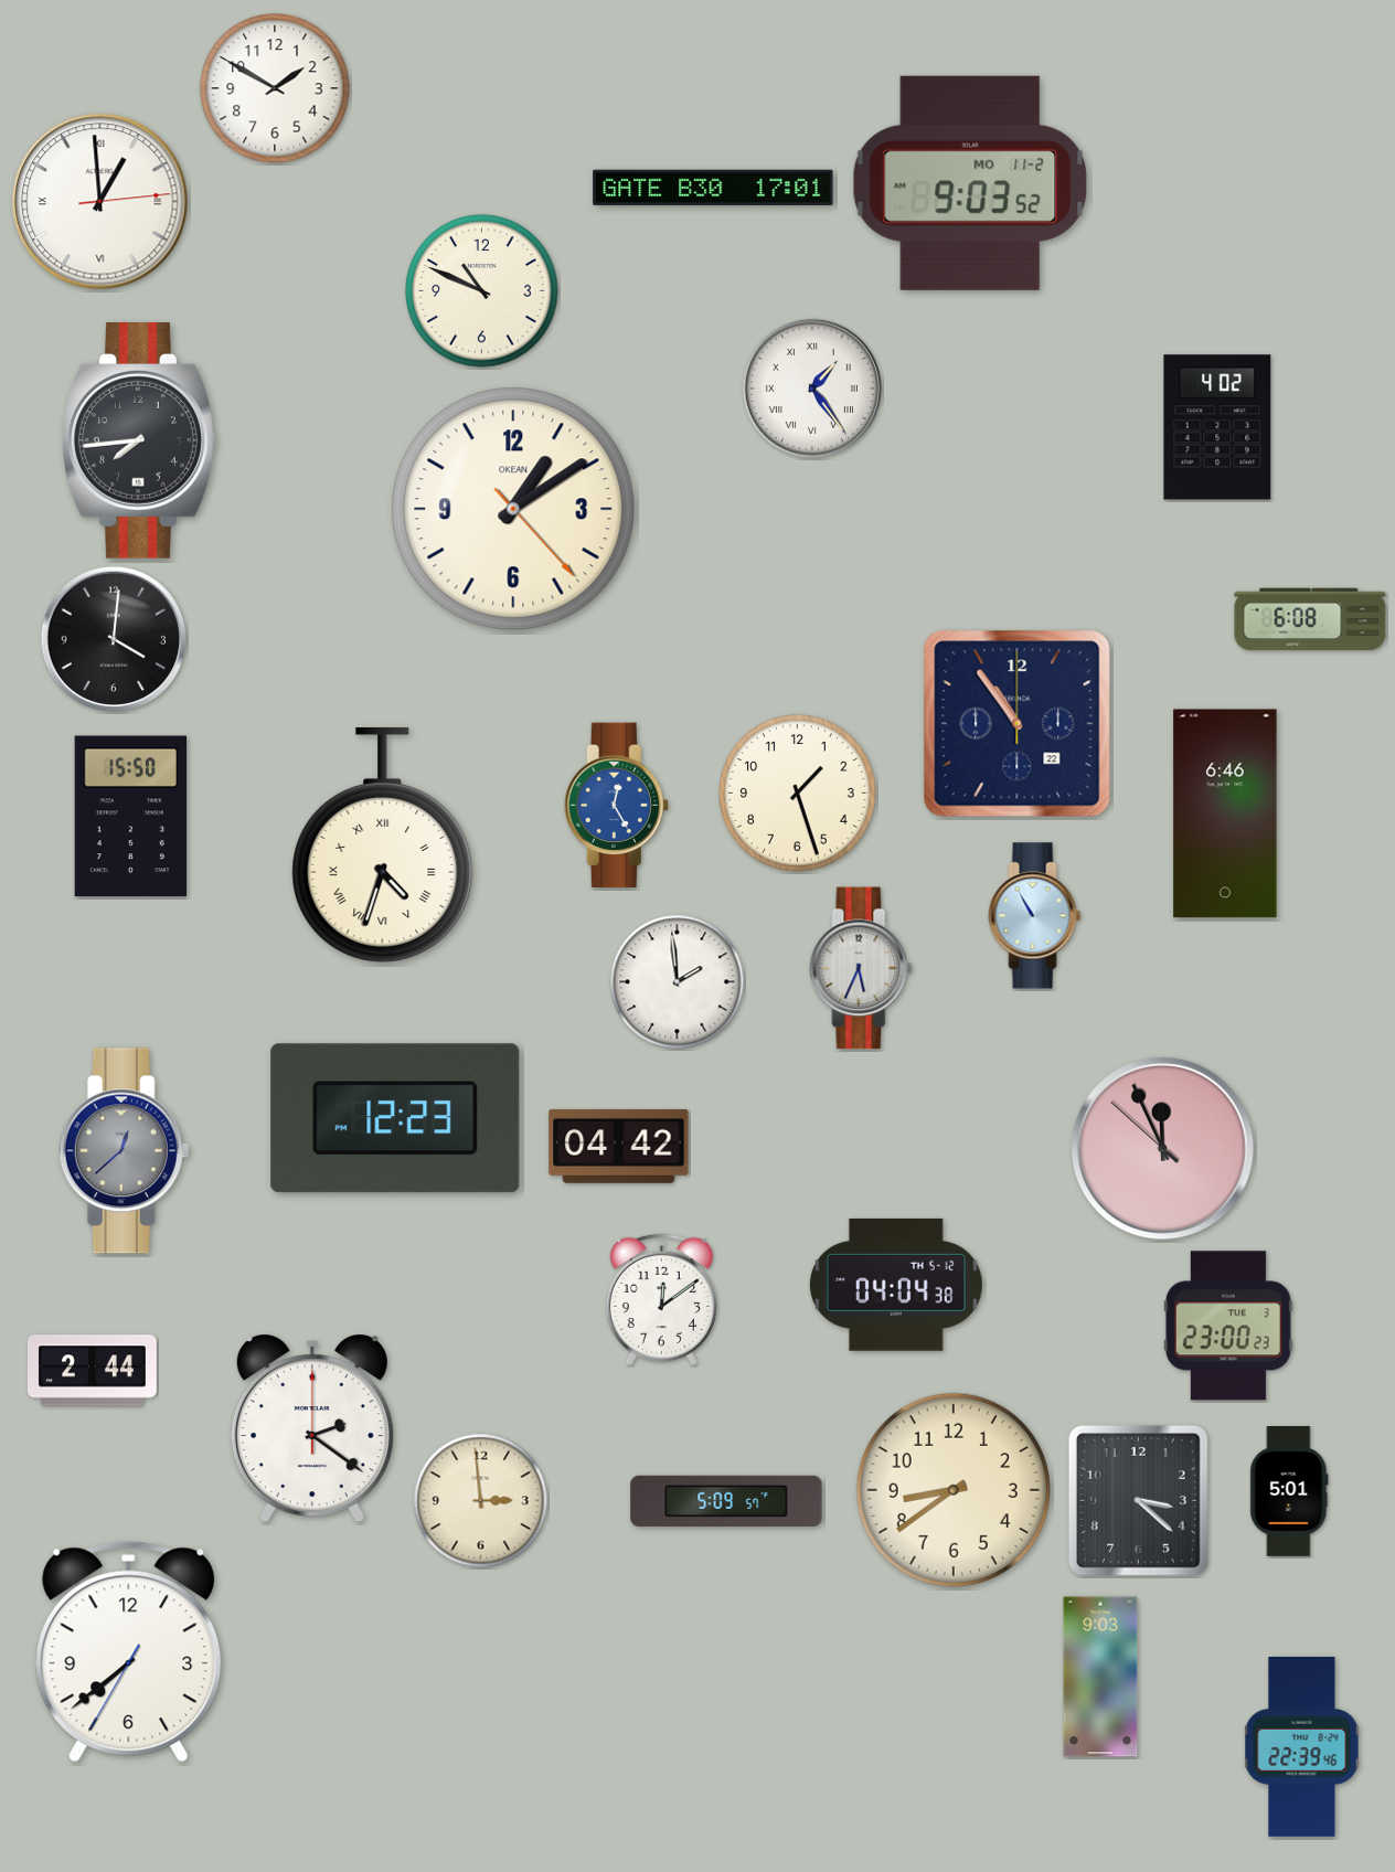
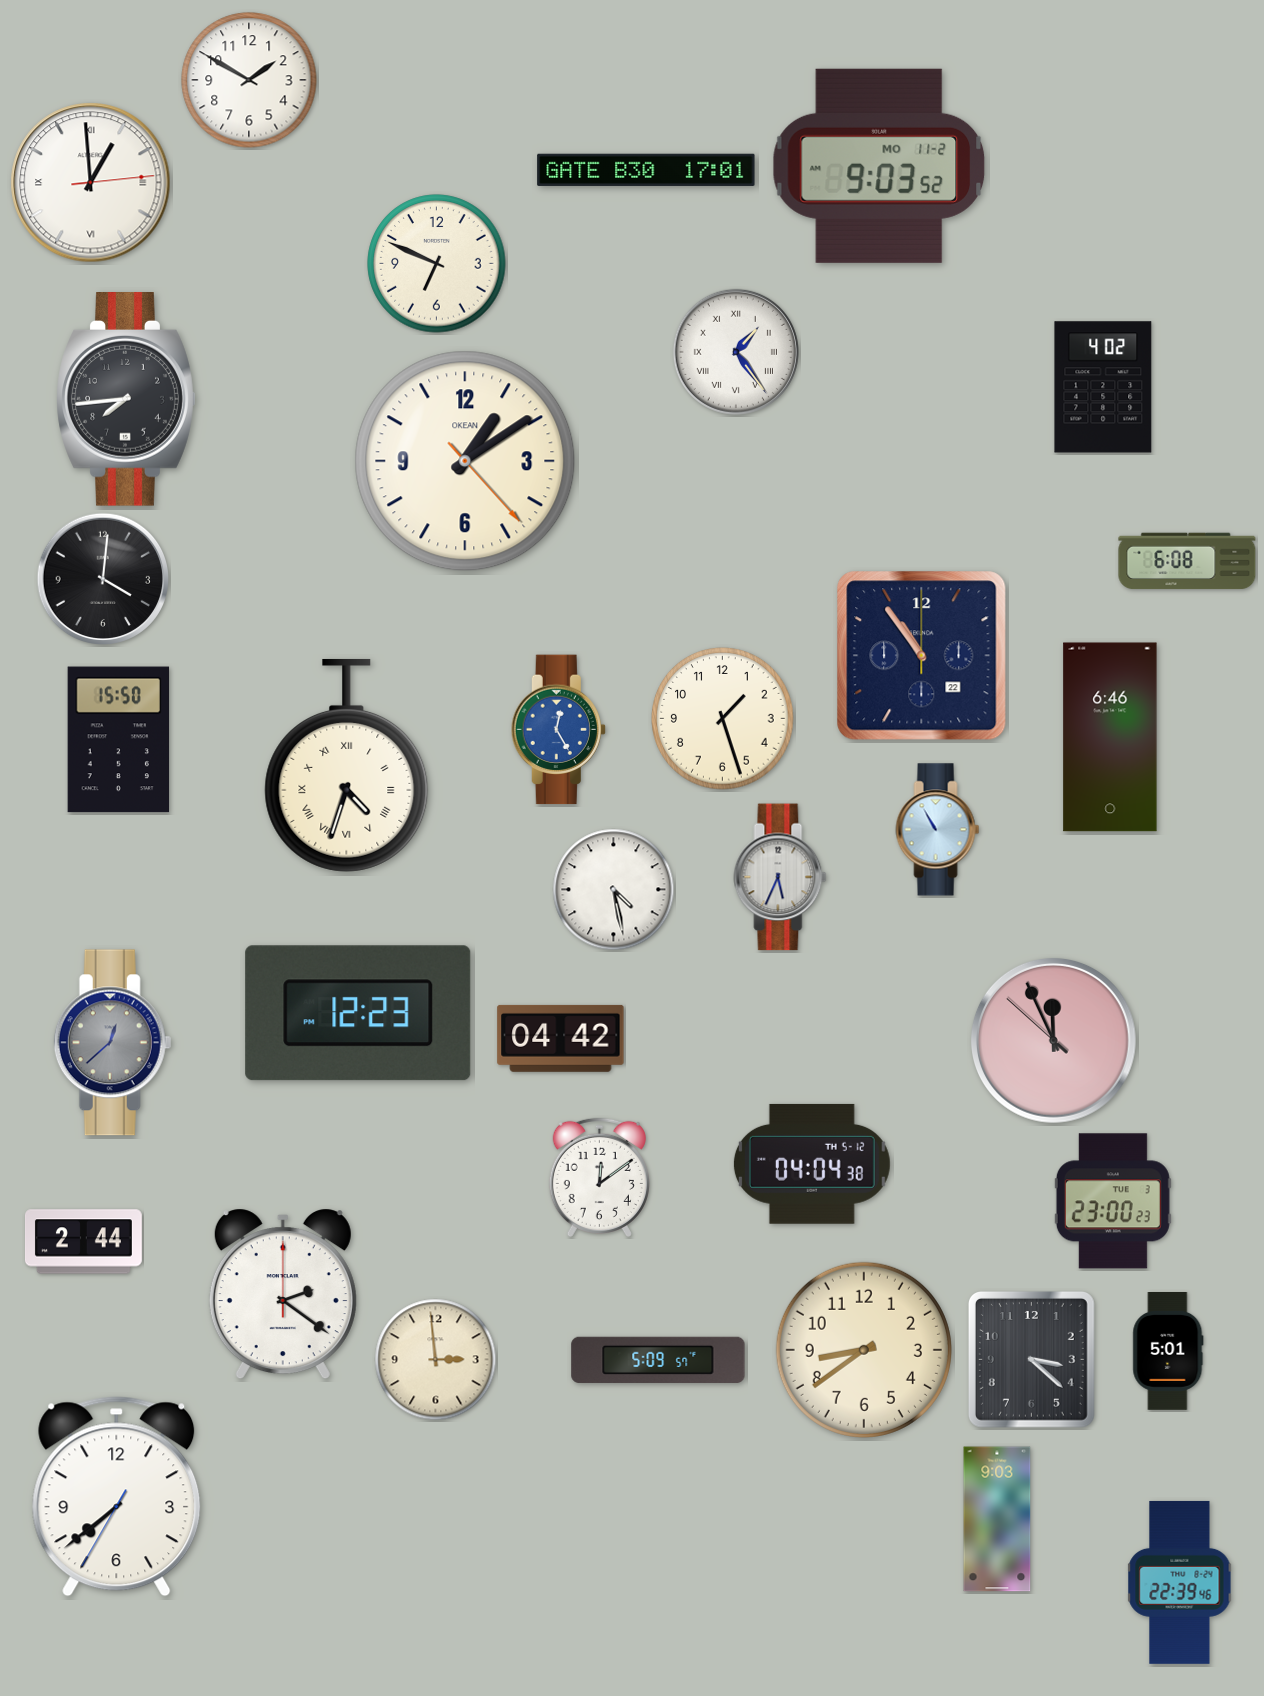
clock at (482, 291): 10:49 -> 6:49
clock at (678, 982): 1:59 -> 4:28
